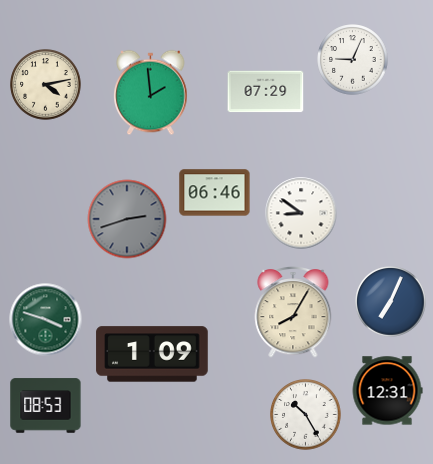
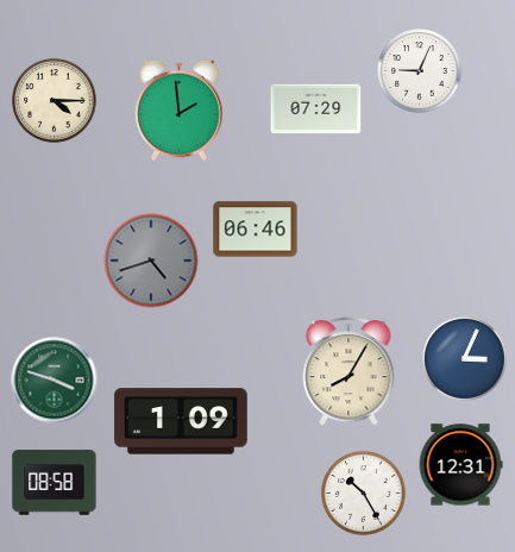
clock at (46, 85): 4:13 -> 4:15
clock at (301, 213): 8:51 -> none
clock at (127, 219): 2:42 -> 4:42
clock at (391, 302): 7:04 -> 3:04
clock at (46, 406): 08:53 -> 08:58
